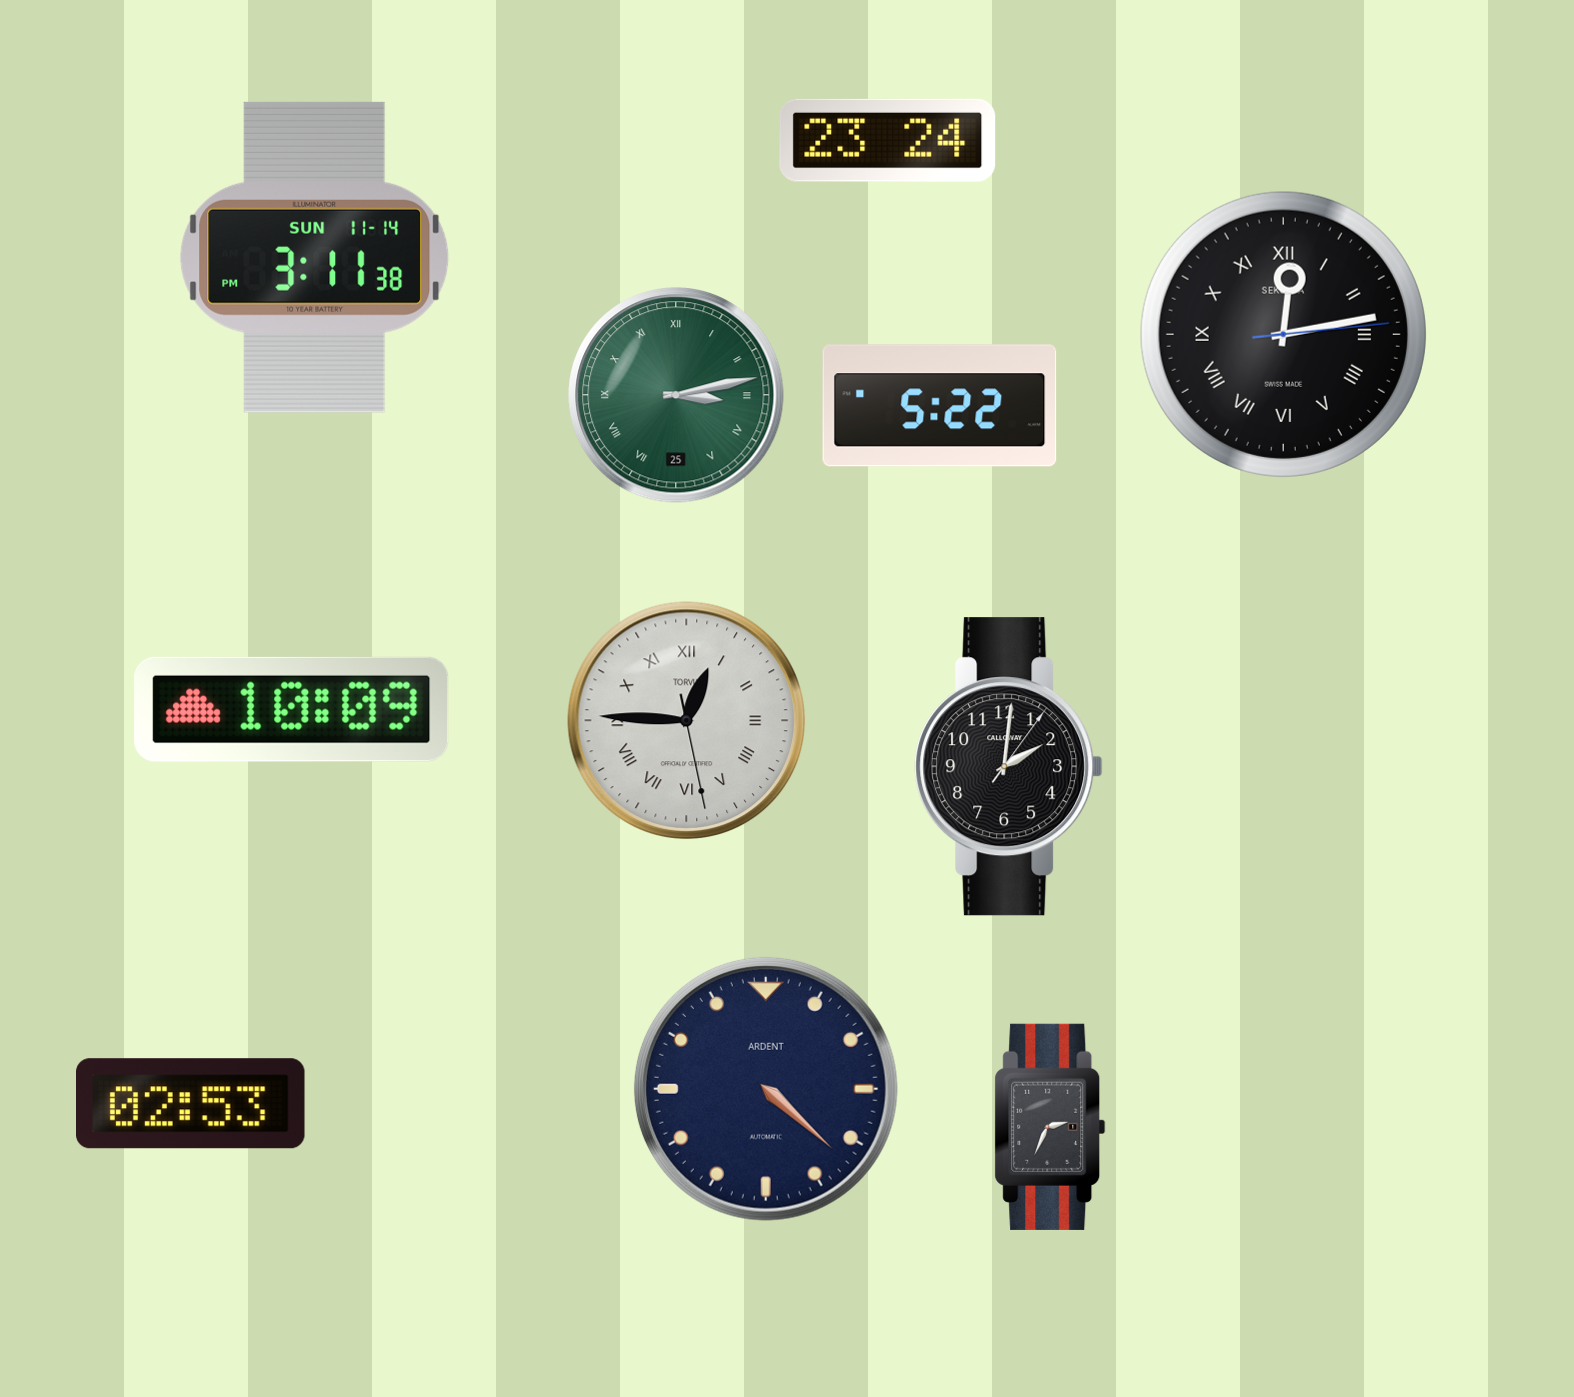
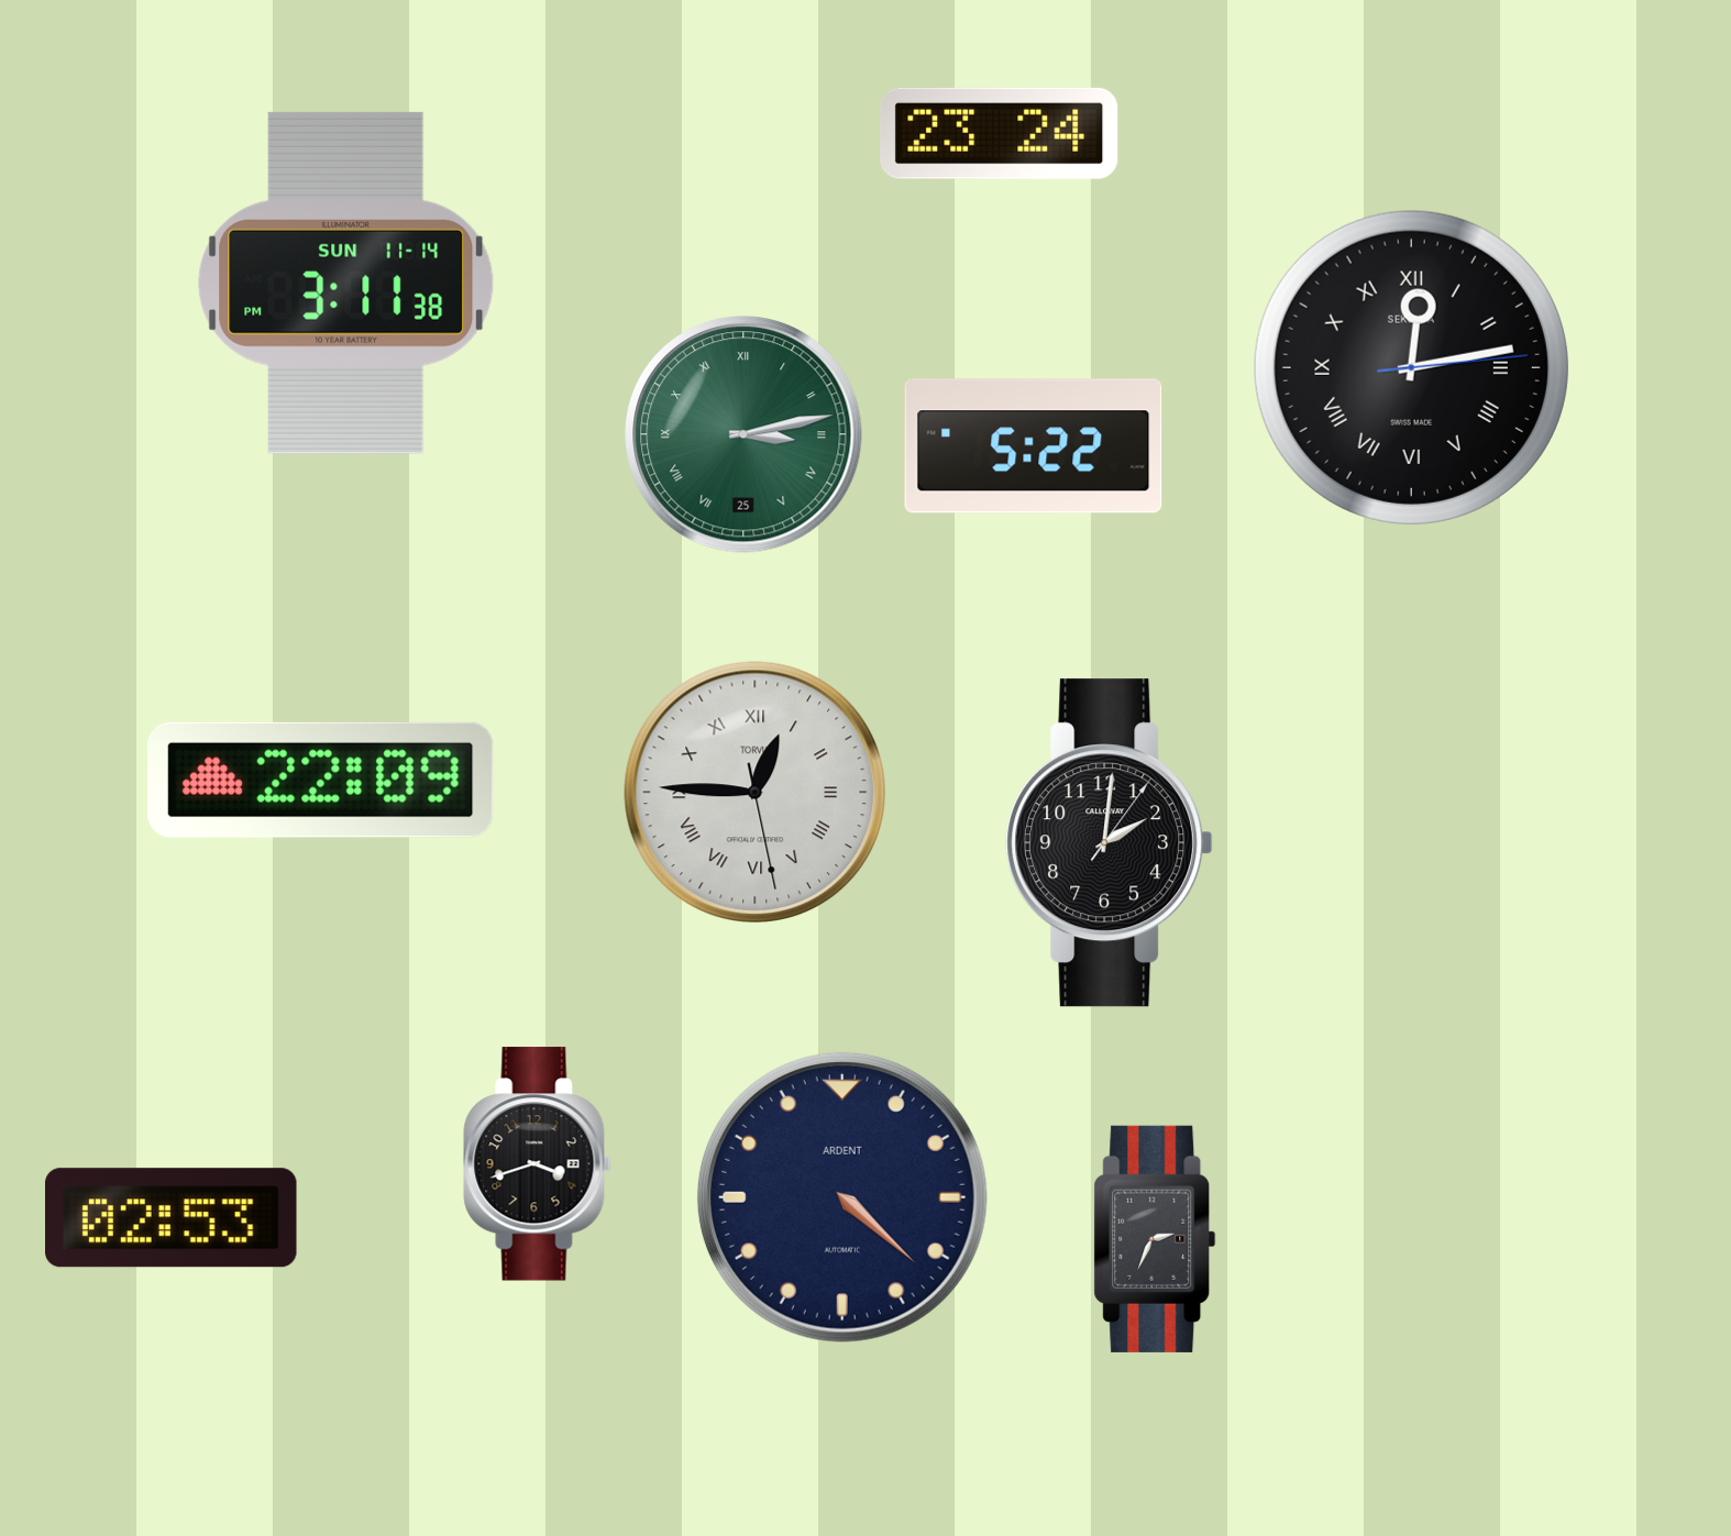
clock at (888, 140) position: (888, 140) -> (1000, 133)
clock at (292, 709): 10:09 -> 22:09
clock at (538, 1164): none -> 3:42
clock at (191, 1104) position: (191, 1104) -> (172, 1218)
